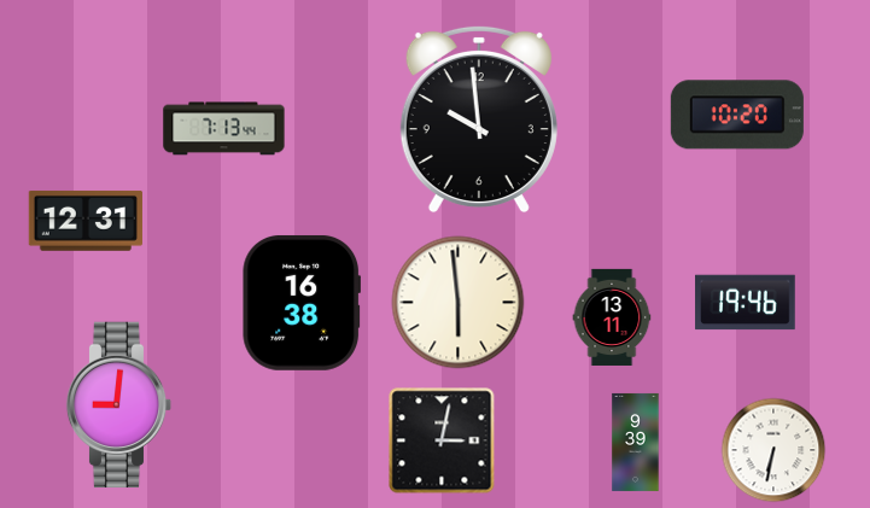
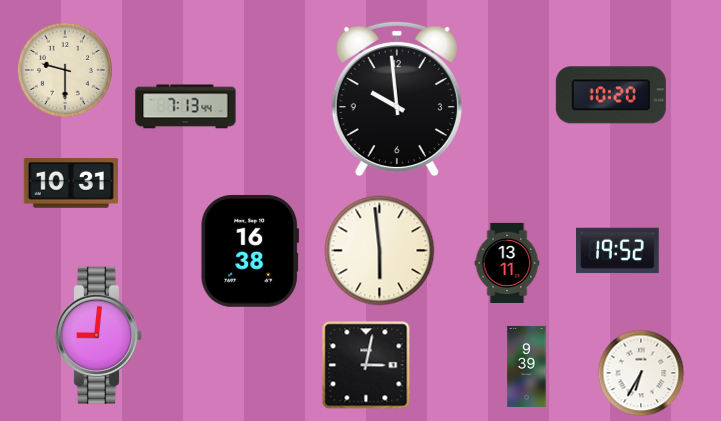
clock at (65, 70): none -> 9:30
clock at (86, 221): 12:31 -> 10:31
clock at (746, 303): 19:46 -> 19:52
clock at (773, 450): 6:32 -> 6:35
